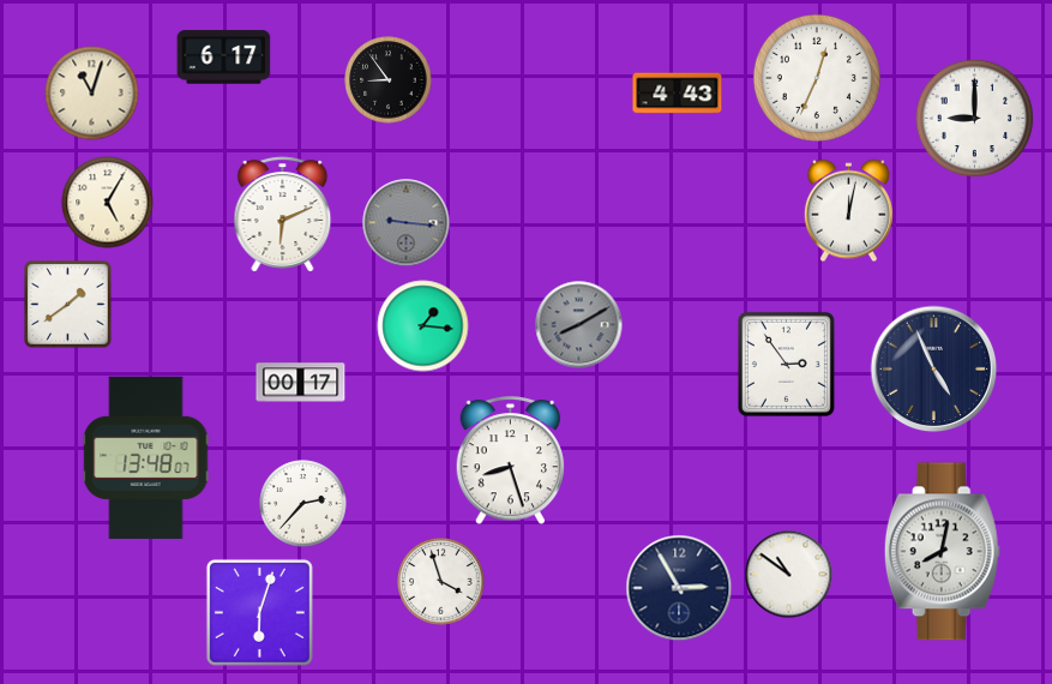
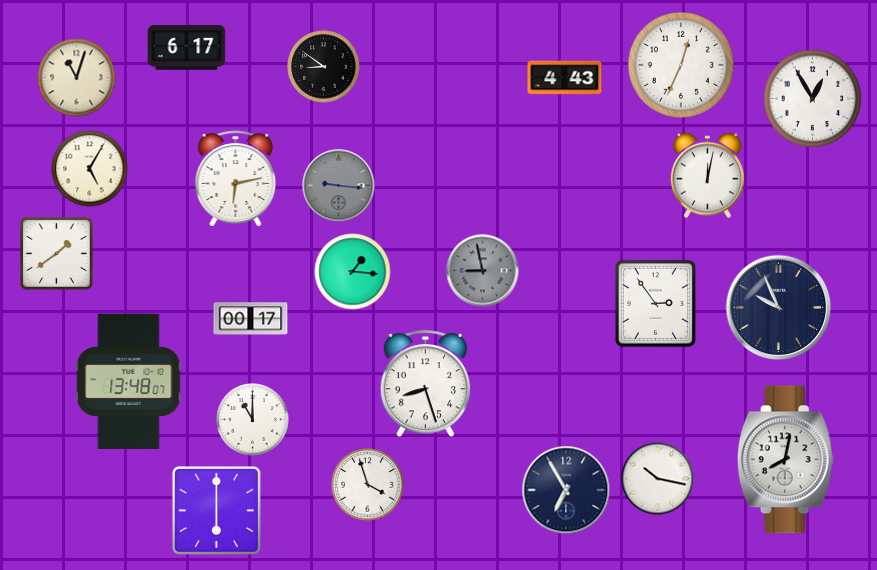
clock at (389, 80): 8:54 -> 8:51
clock at (975, 119): 9:00 -> 12:55
clock at (283, 215): 6:11 -> 6:13
clock at (579, 325): 8:10 -> 8:58
clock at (934, 370): 4:56 -> 9:56
clock at (146, 457) position: (146, 457) -> (129, 381)
clock at (303, 504): 2:37 -> 11:00
clock at (789, 575): 10:51 -> 10:17
clock at (679, 588): 2:55 -> 6:55
clock at (259, 612): 6:03 -> 6:00
